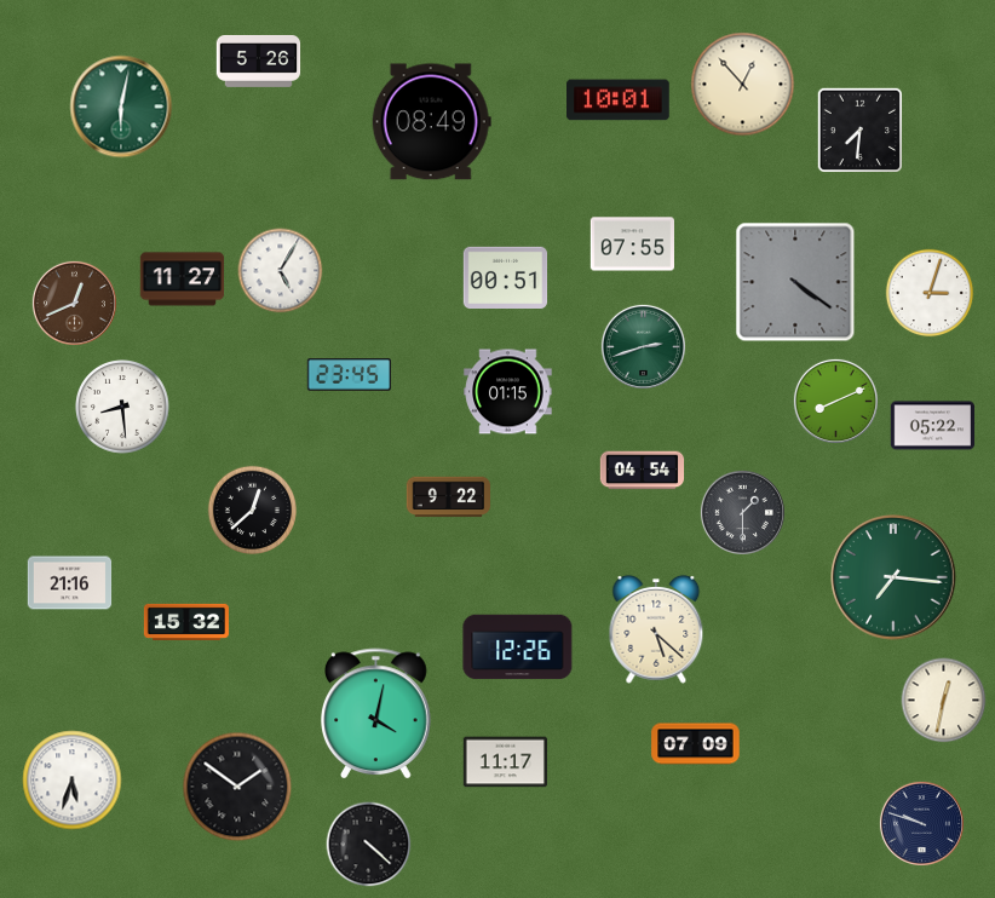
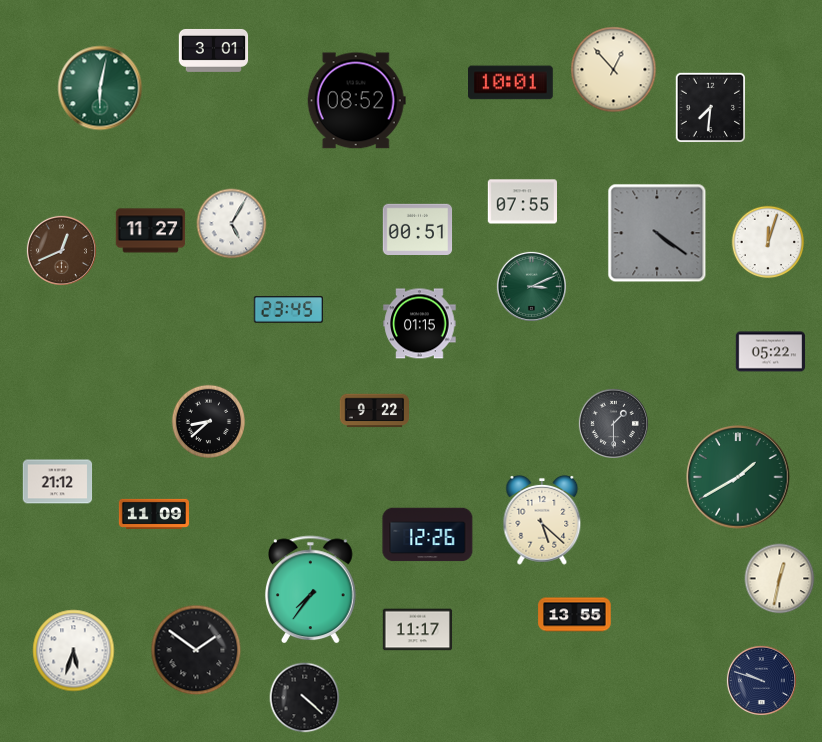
clock at (259, 61): 5:26 -> 3:01
clock at (431, 122): 08:49 -> 08:52
clock at (930, 293): 3:03 -> 12:03
clock at (643, 346): 2:42 -> 3:11
clock at (835, 401): 8:11 -> none
clock at (122, 407): 8:29 -> none
clock at (643, 471): 04:54 -> none
clock at (449, 497) position: (449, 497) -> (375, 411)
clock at (253, 511): 12:38 -> 8:38
clock at (893, 577): 7:16 -> 1:40
clock at (70, 583): 21:16 -> 21:12
clock at (186, 622): 15:32 -> 11:09
clock at (376, 714): 4:02 -> 7:36
clock at (696, 744): 07:09 -> 13:55
clock at (73, 781) position: (73, 781) -> (74, 651)
